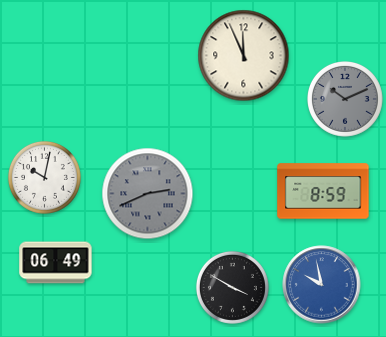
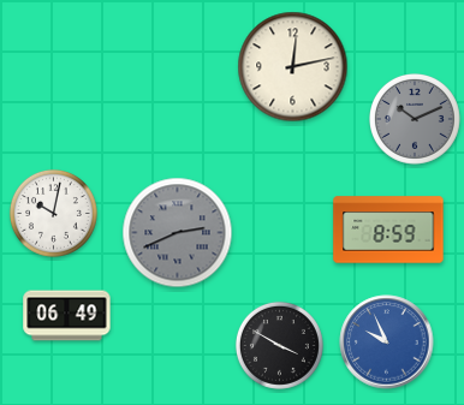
clock at (244, 56): 11:56 -> 12:13
clock at (322, 285): 9:58 -> 9:56
